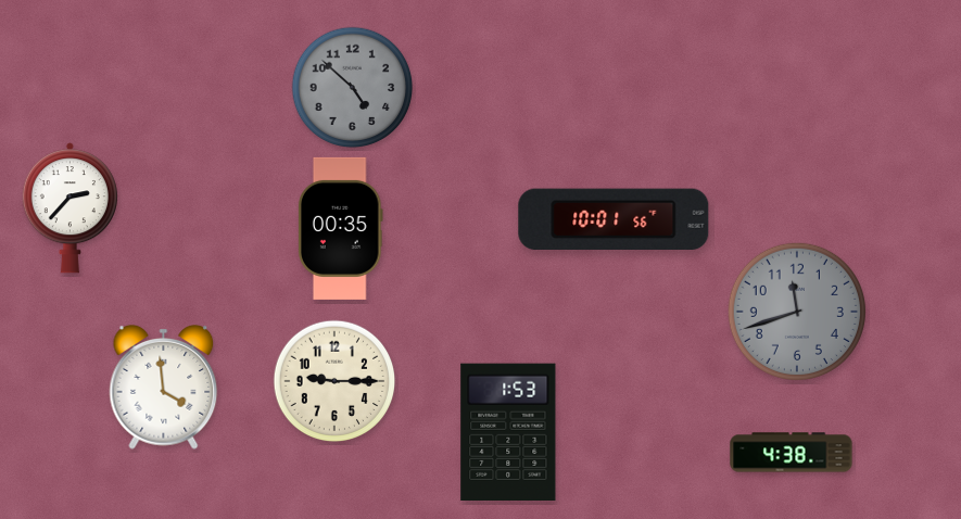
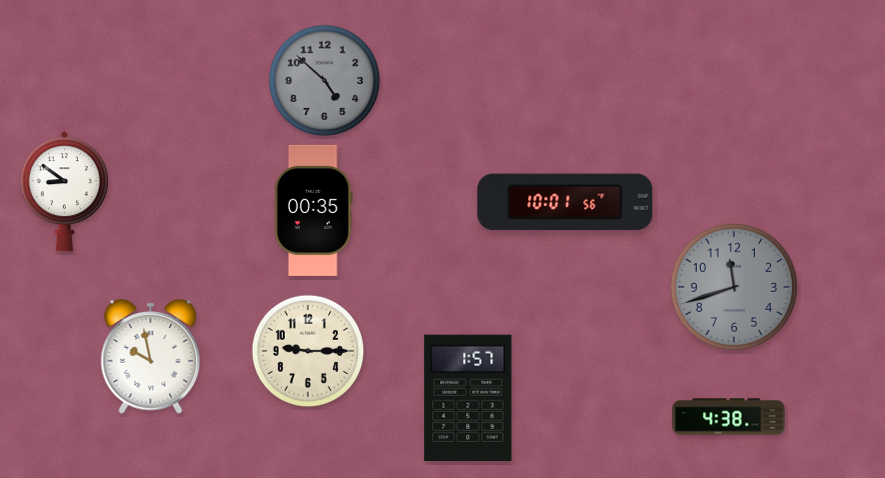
clock at (69, 208): 2:37 -> 8:51
clock at (164, 388): 3:59 -> 9:58
clock at (508, 431): 1:53 -> 1:57
